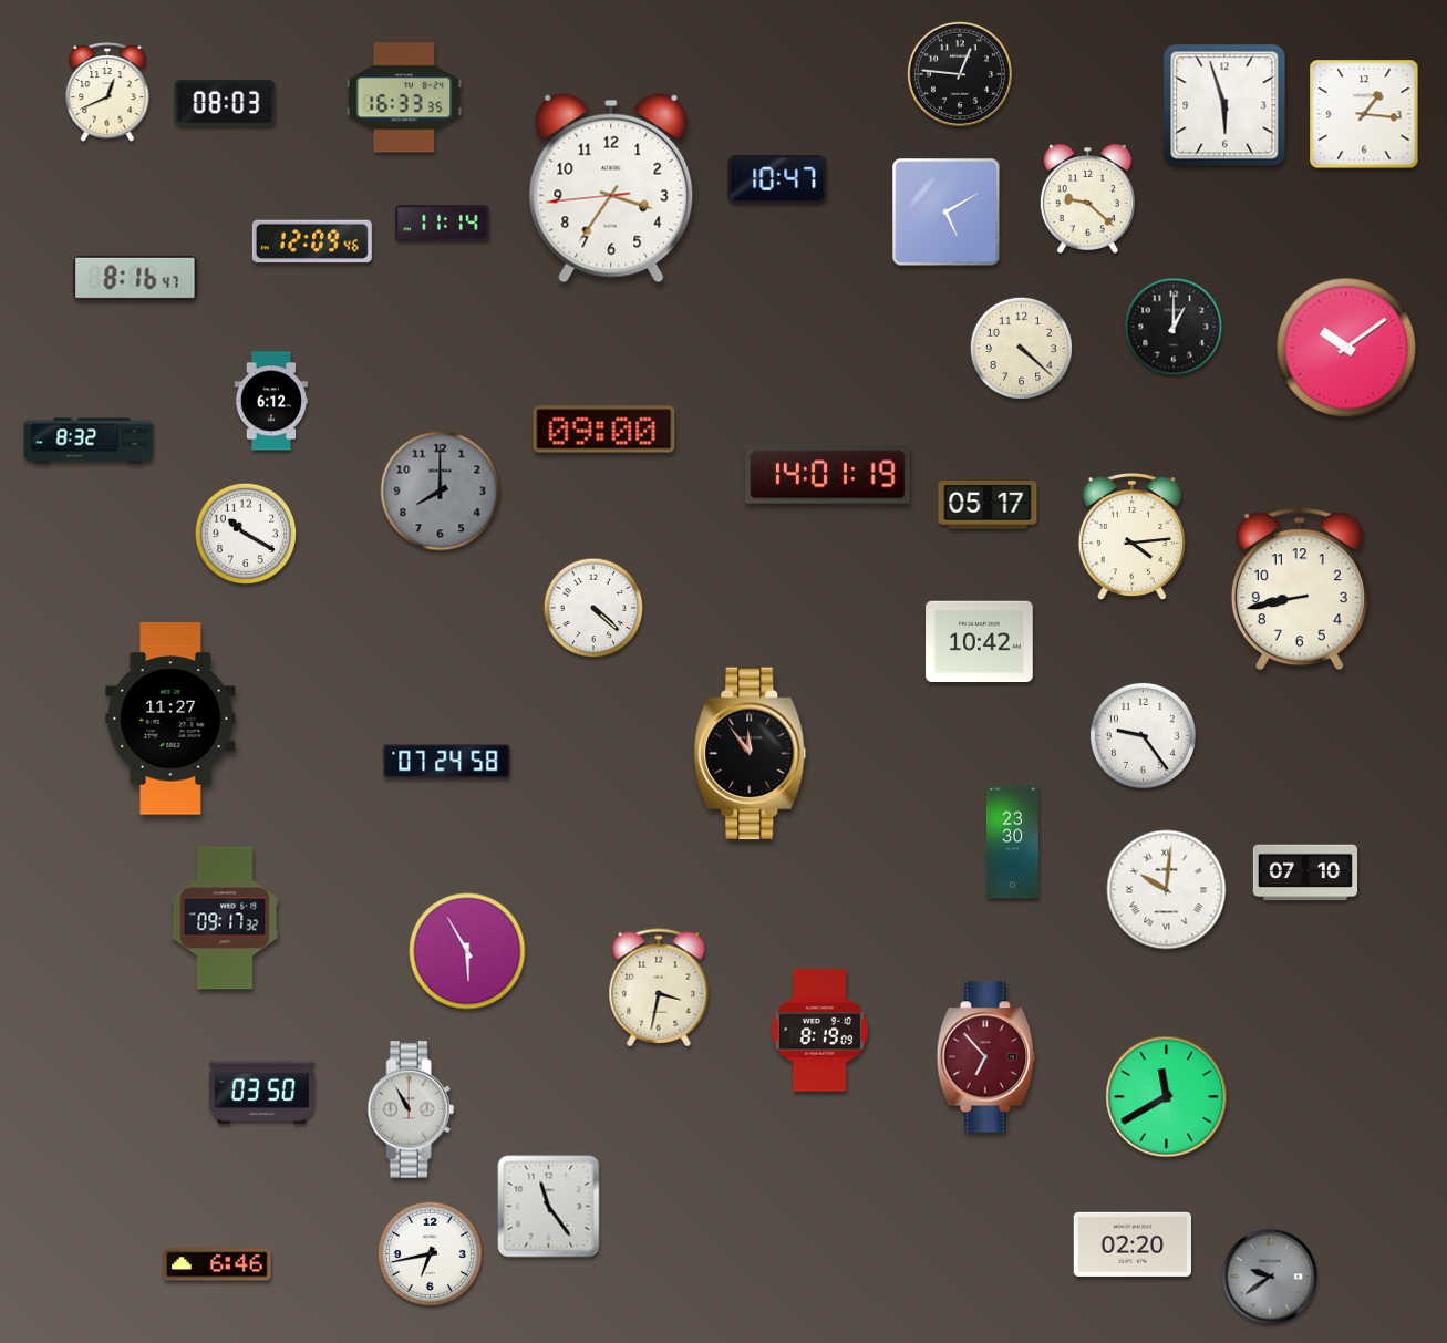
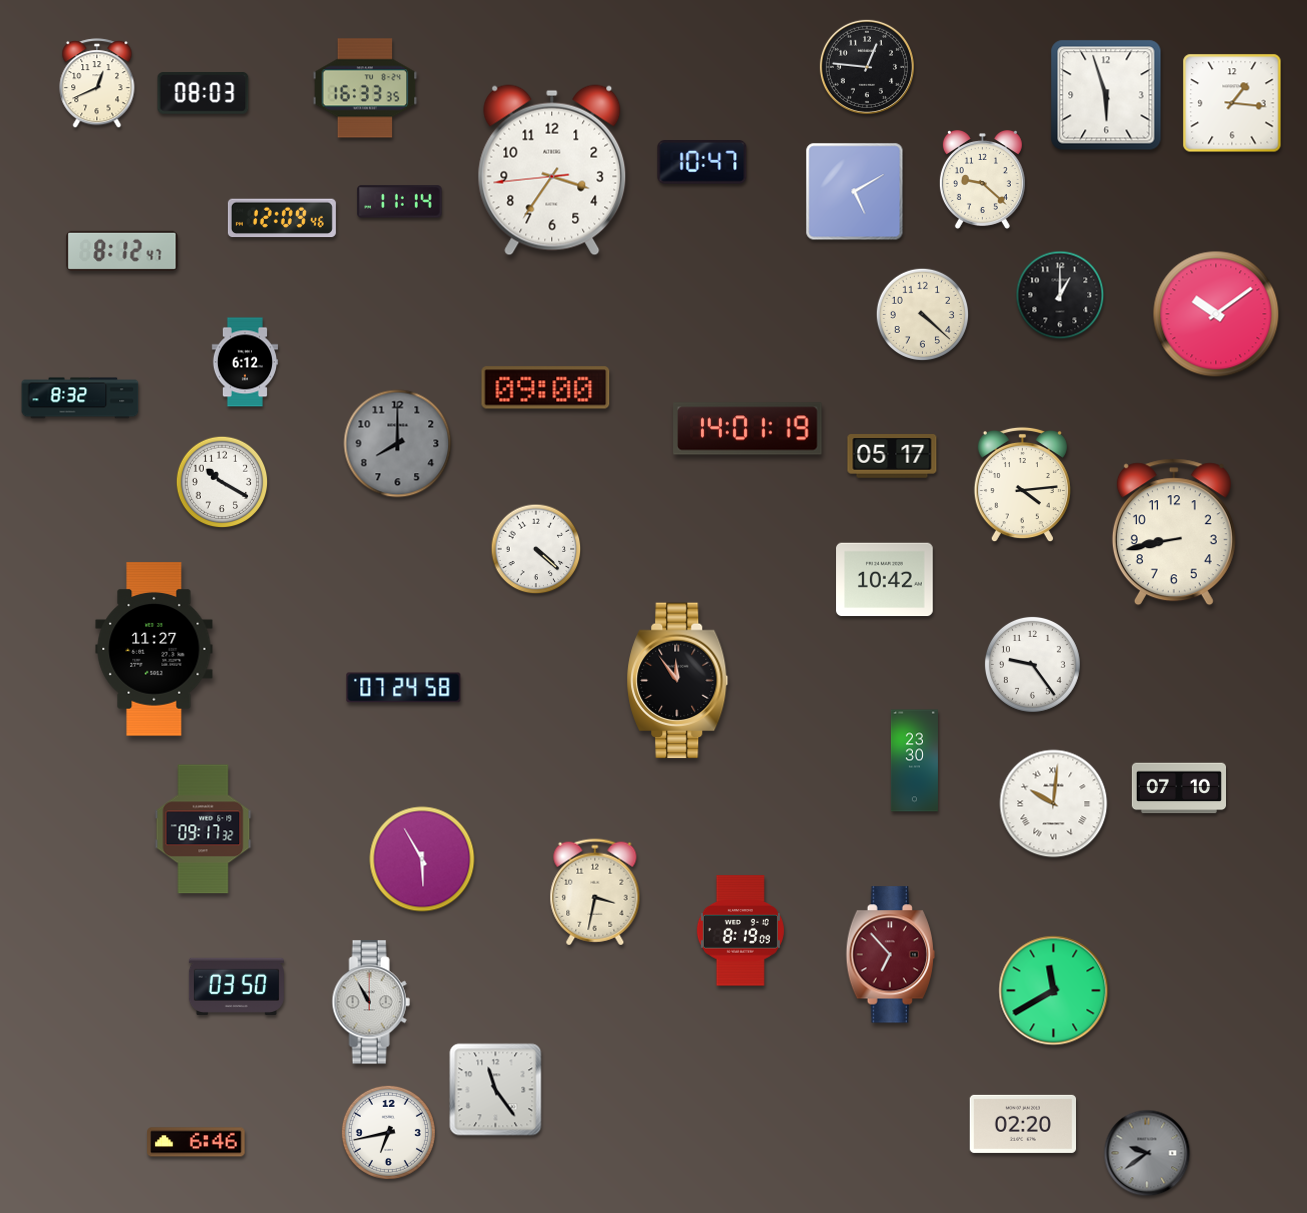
clock at (135, 278): 8:16 -> 8:12
